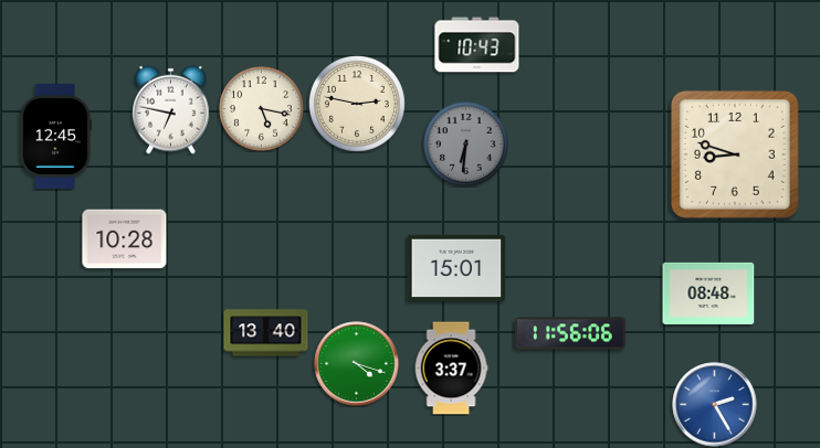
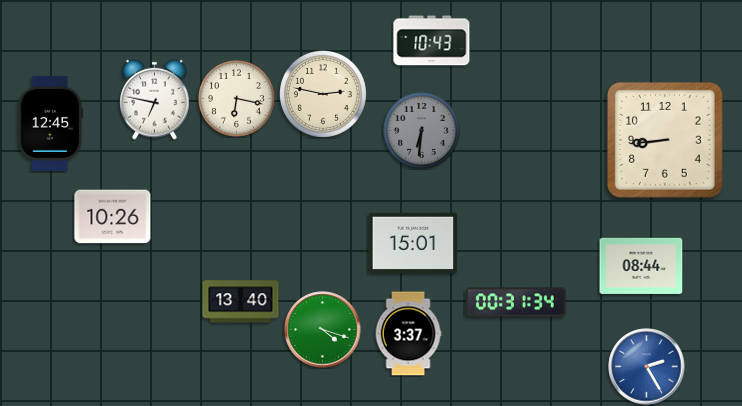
clock at (262, 109): 5:17 -> 6:17
clock at (735, 154): 8:48 -> 8:44
clock at (125, 239): 10:28 -> 10:26
clock at (708, 294): 08:48 -> 08:44
clock at (570, 333): 11:56 -> 00:31
